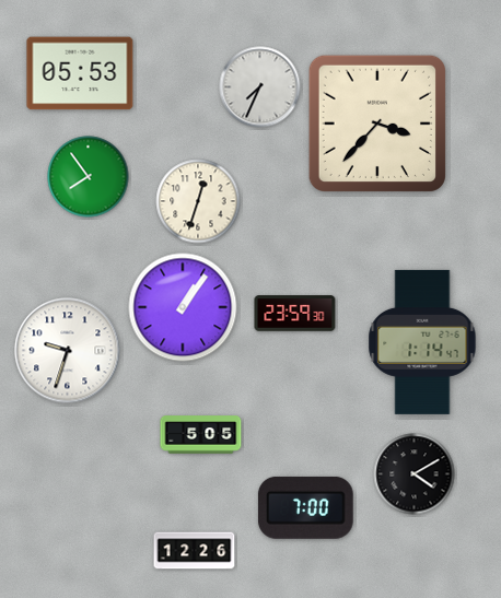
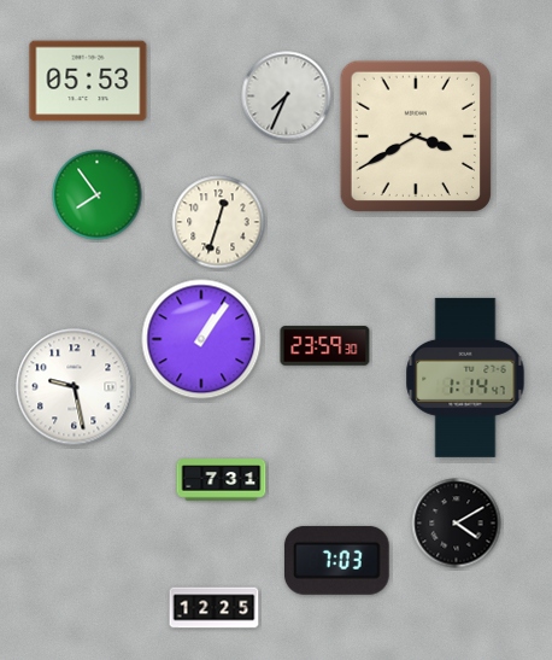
clock at (376, 122): 3:37 -> 3:40
clock at (68, 351): 9:33 -> 9:28
clock at (201, 435): 5:05 -> 7:31
clock at (305, 507): 7:00 -> 7:03
clock at (195, 551): 12:26 -> 12:25
